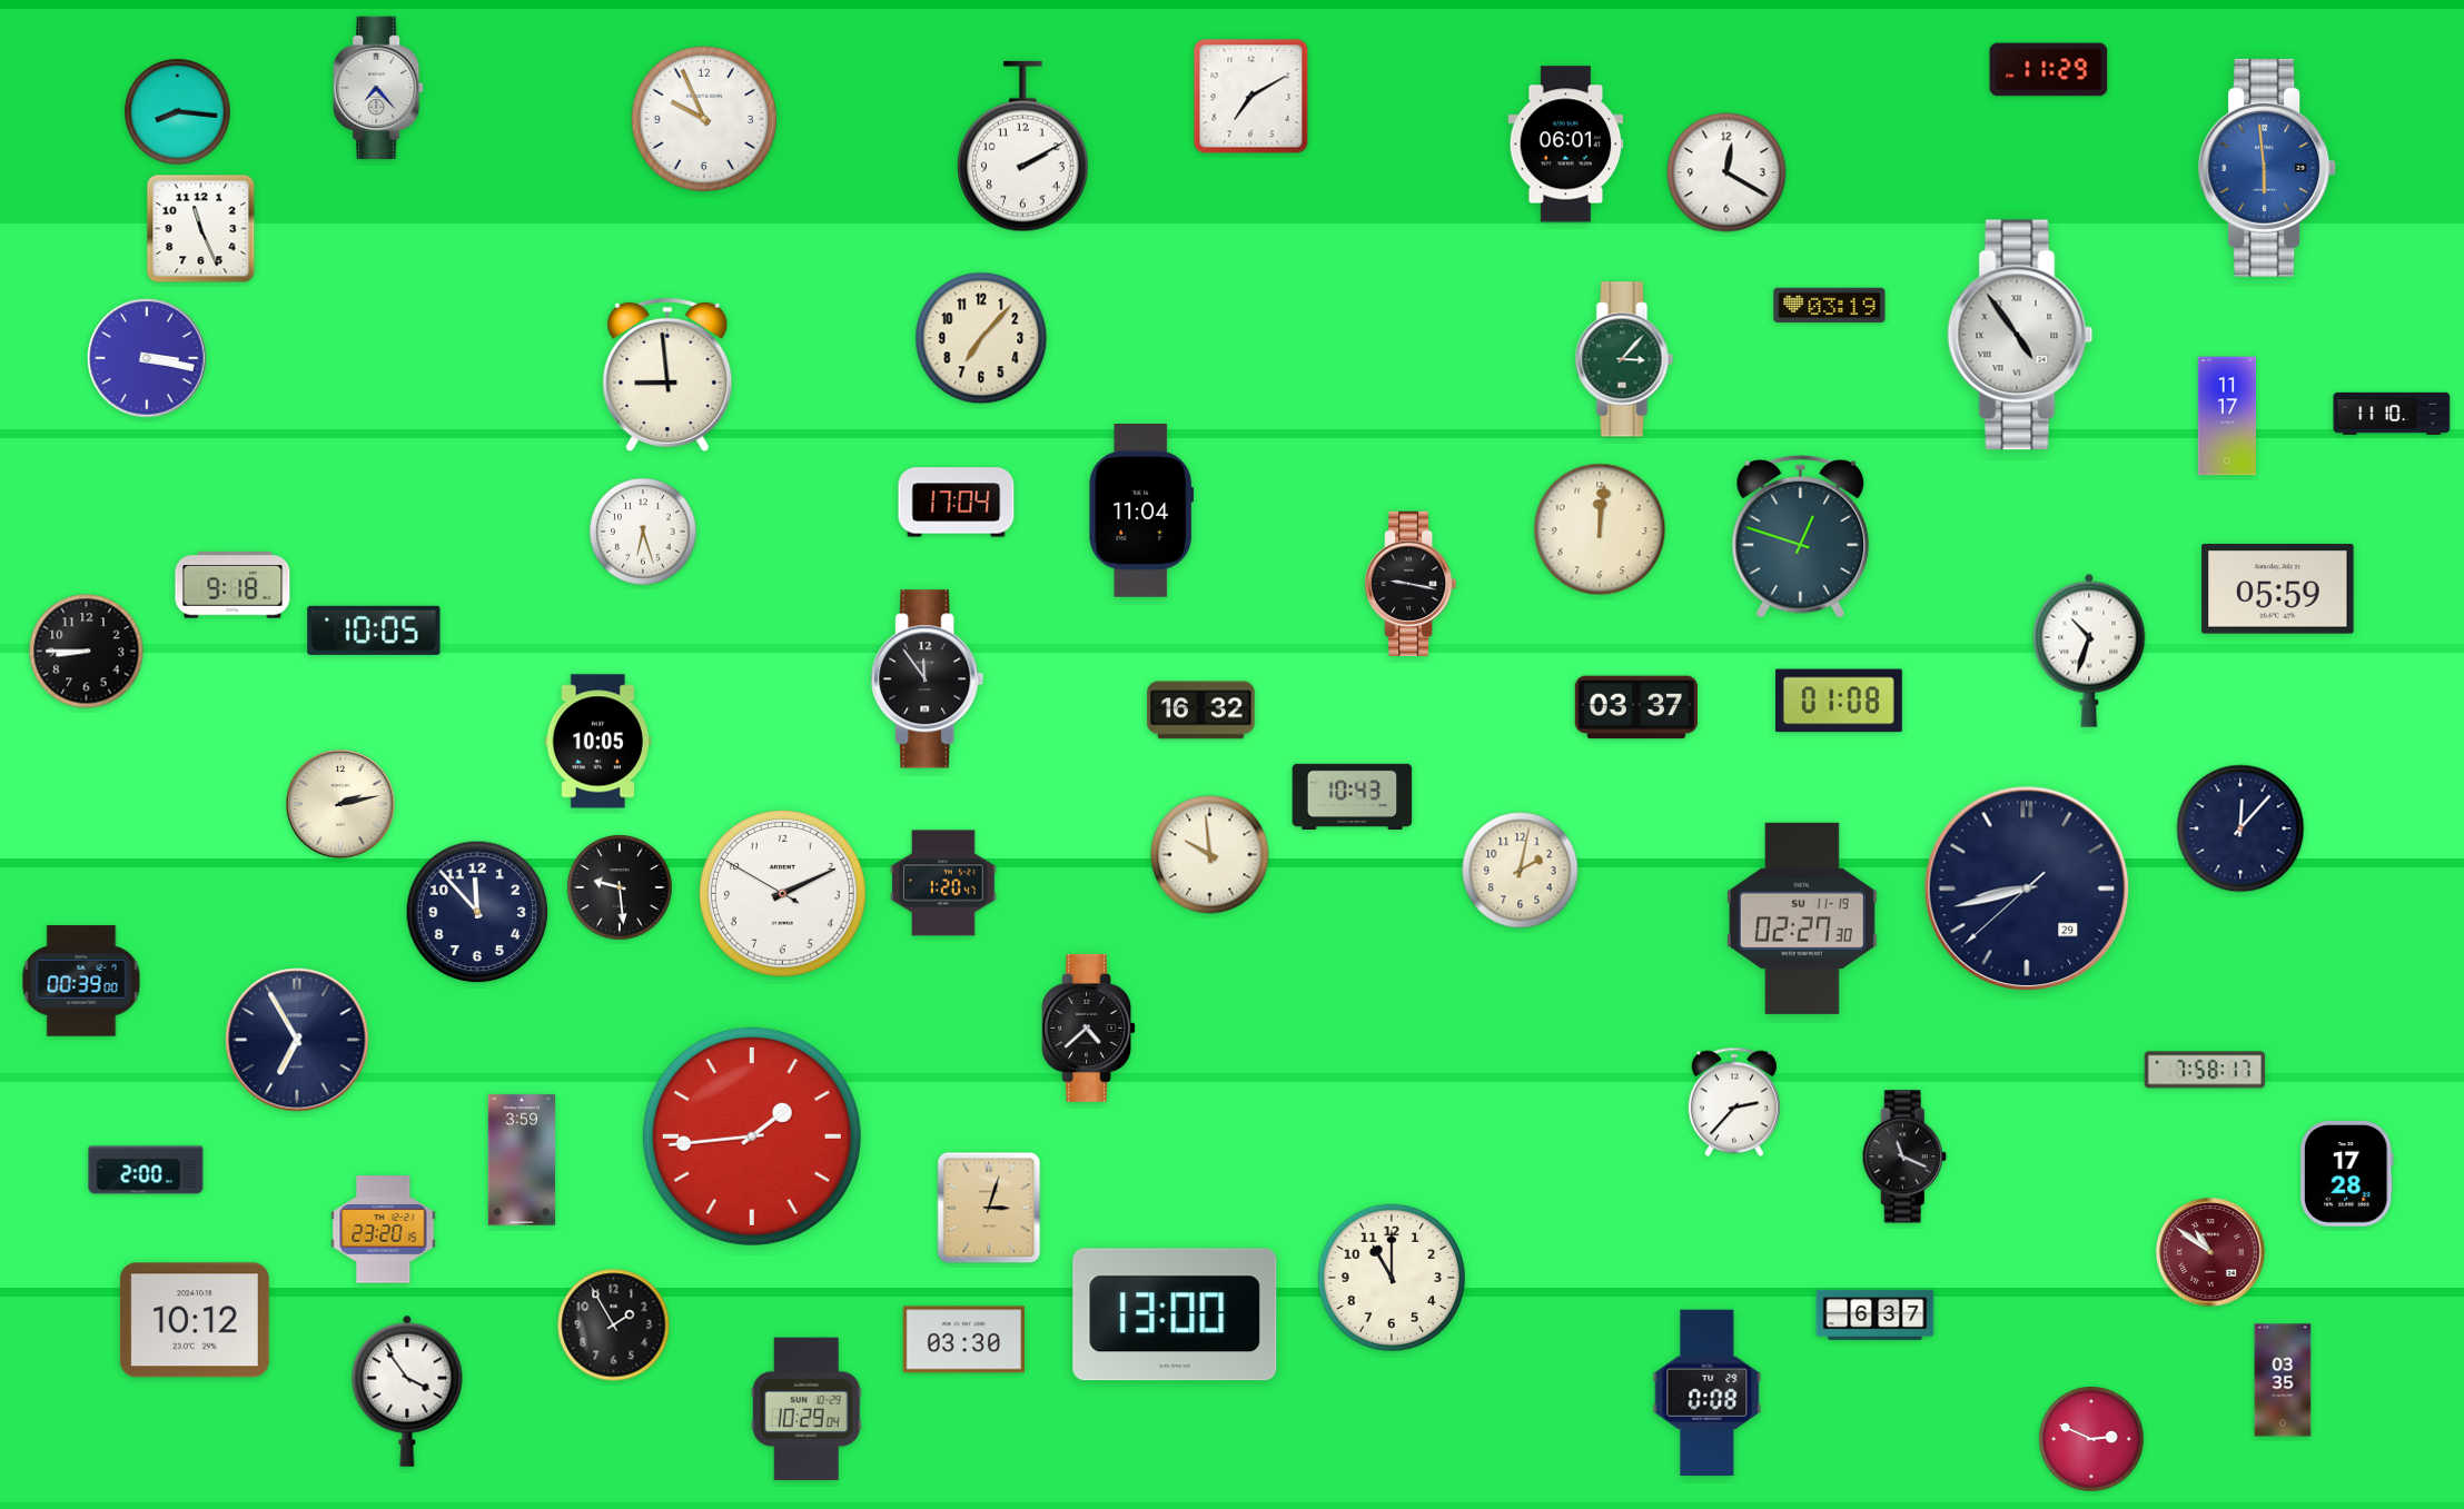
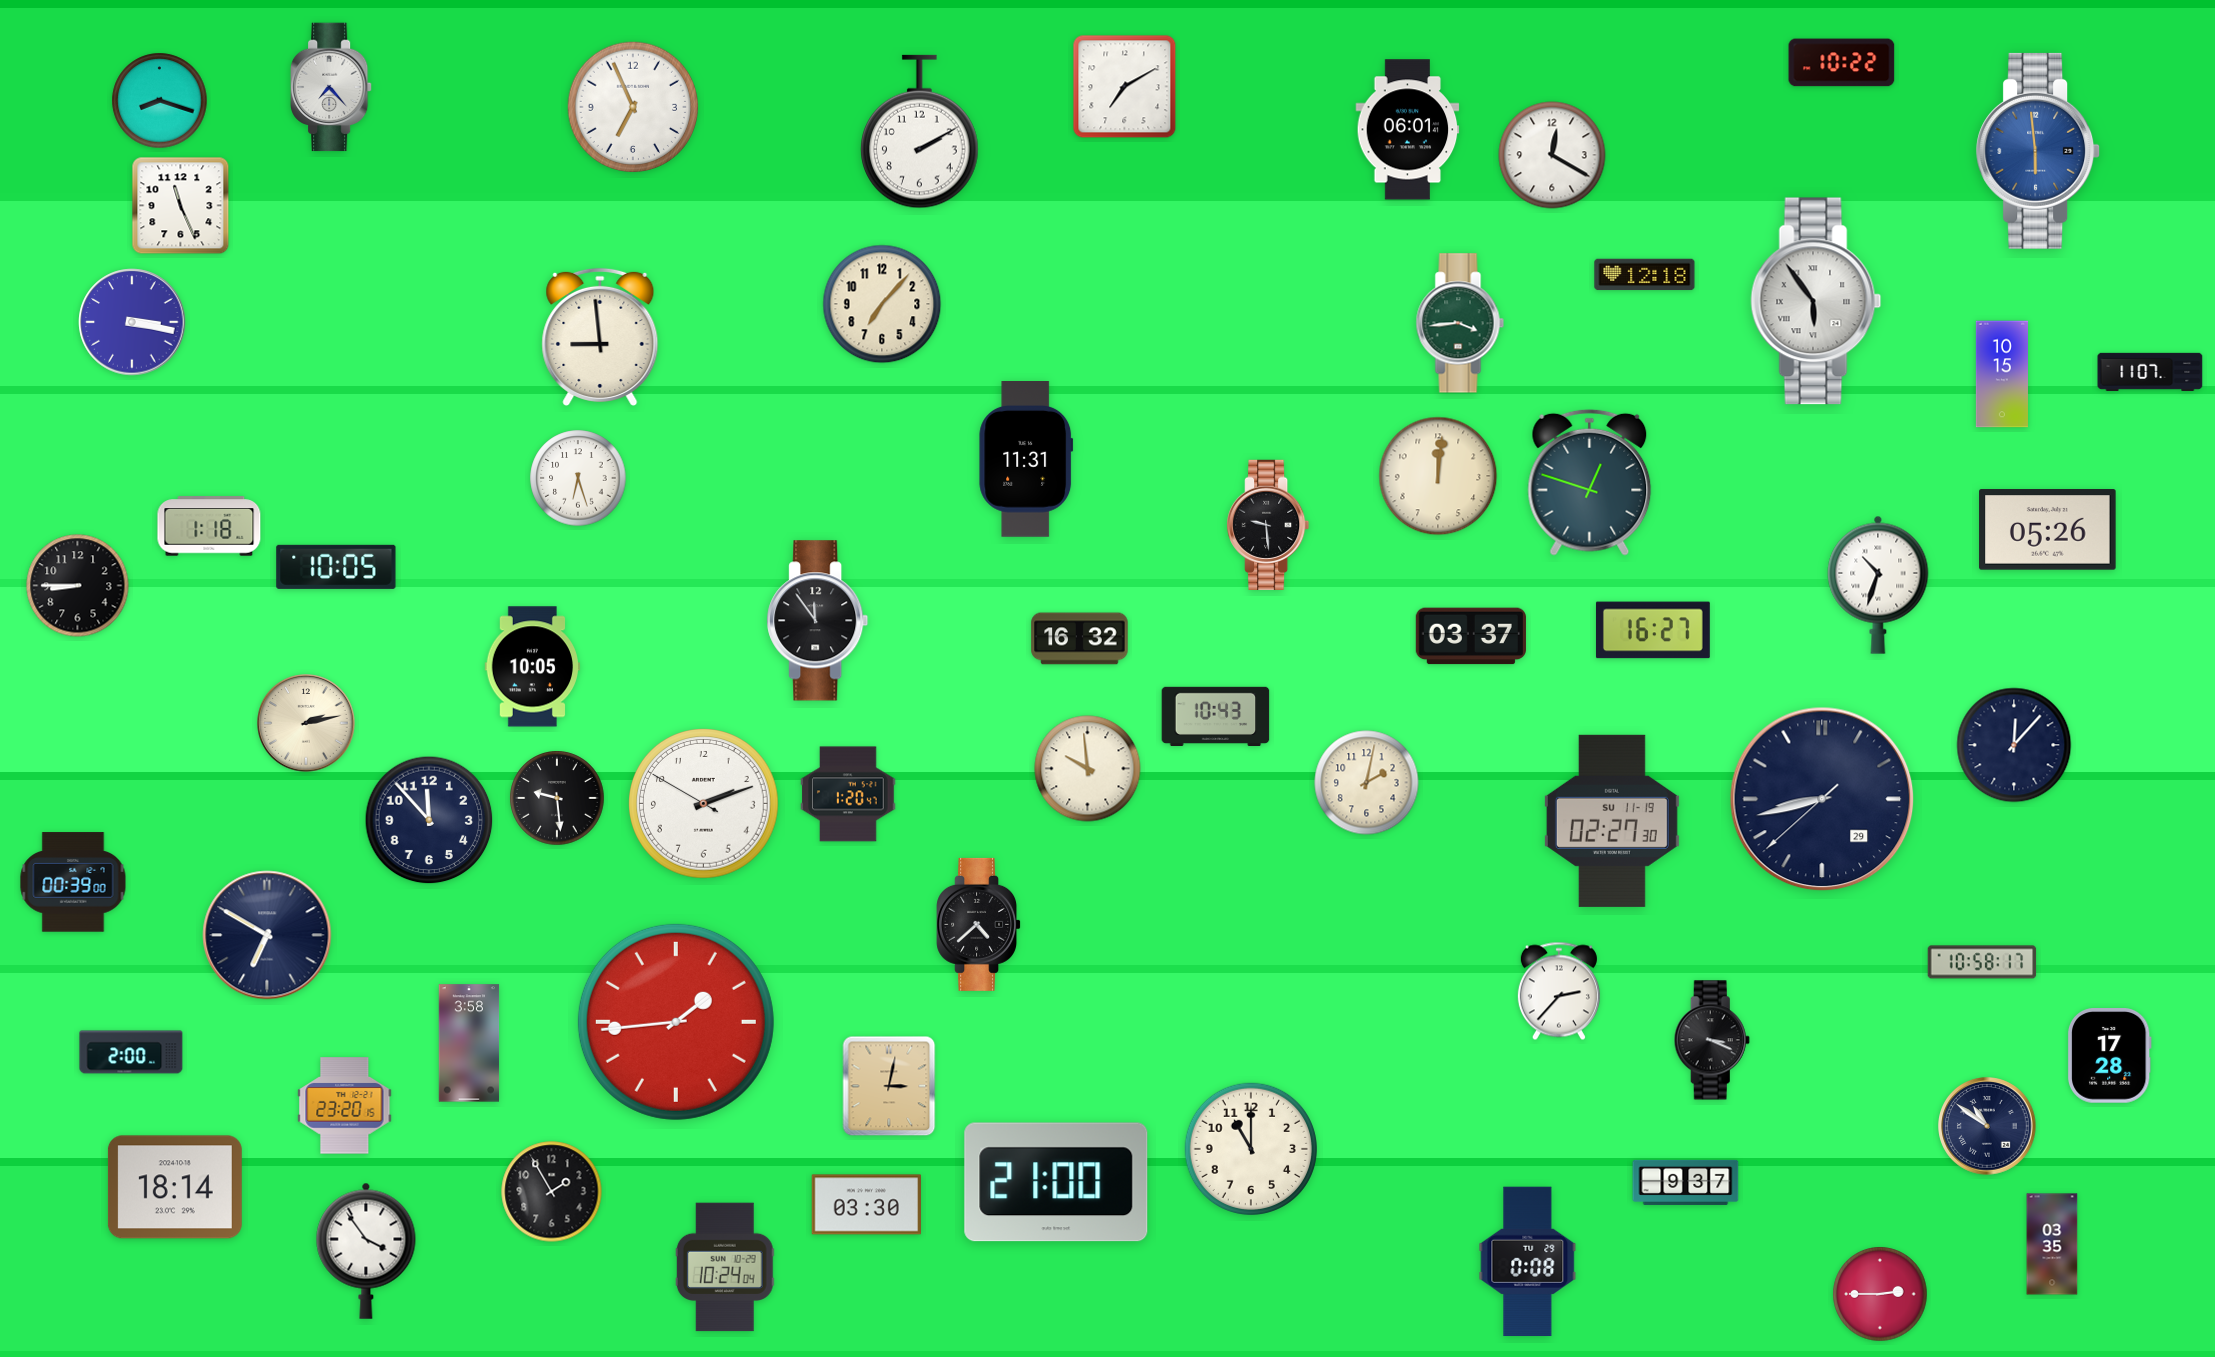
clock at (2049, 70): 11:29 -> 10:22
clock at (379, 88) position: (379, 88) -> (332, 87)
clock at (178, 112): 8:16 -> 8:18
clock at (704, 119): 9:56 -> 6:56
clock at (1830, 306): 03:19 -> 12:18
clock at (2020, 335): 4:54 -> 5:54
clock at (1624, 359): 3:07 -> 3:44
clock at (2392, 414): 11:10 -> 11:07
clock at (2226, 416): 11:17 -> 10:15
clock at (957, 503): 17:04 -> none
clock at (1141, 512): 11:04 -> 11:31
clock at (1801, 536) position: (1801, 536) -> (1590, 482)
clock at (1411, 584): 9:17 -> 9:29
clock at (232, 585): 9:18 -> 1:18
clock at (2278, 589): 05:59 -> 05:26
clock at (928, 679) position: (928, 679) -> (818, 621)
clock at (1839, 701): 01:08 -> 16:27
clock at (598, 742) position: (598, 742) -> (533, 667)
clock at (783, 894): 2:10 -> 2:11
clock at (1802, 919) position: (1802, 919) -> (1612, 821)
clock at (297, 1040): 6:55 -> 6:50
clock at (2205, 1070): 7:58 -> 10:58
clock at (1904, 1156): 11:19 -> 3:19
clock at (522, 1160): 3:59 -> 3:58
clock at (989, 1208): 3:03 -> 3:02
clock at (2210, 1252) dial: burgundy -> navy
clock at (1175, 1314): 13:00 -> 21:00
clock at (1876, 1314): 6:37 -> 9:37
clock at (195, 1320): 10:12 -> 18:14
clock at (2283, 1380) position: (2283, 1380) -> (2052, 1244)
clock at (1708, 1393) position: (1708, 1393) -> (1528, 1262)
clock at (807, 1409): 10:29 -> 10:24
clock at (2091, 1439): 2:49 -> 2:45
